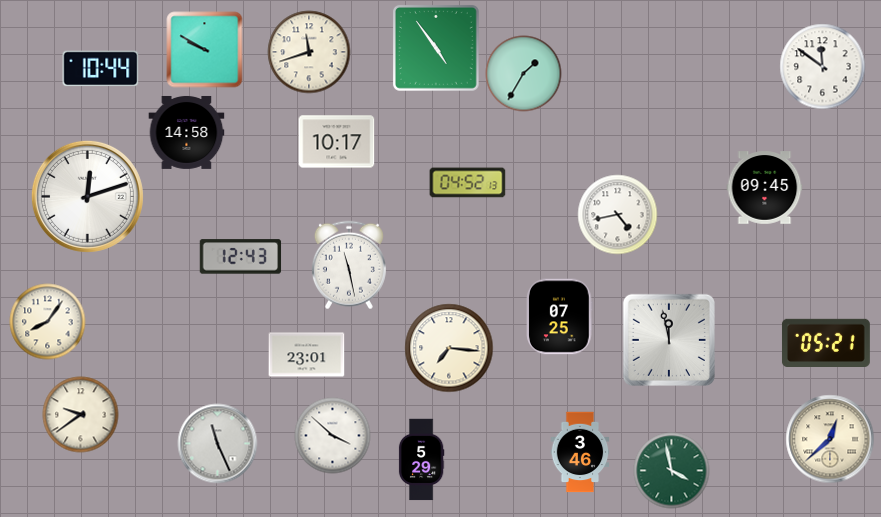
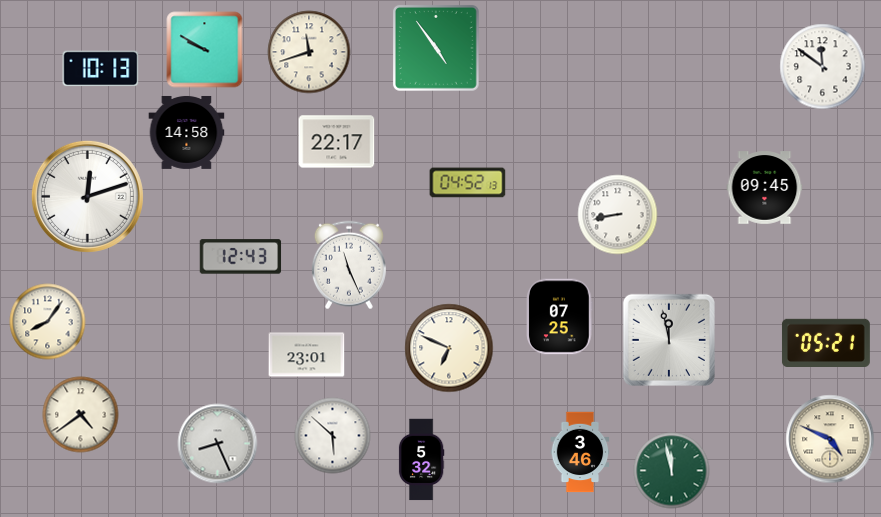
clock at (101, 69): 10:44 -> 10:13
clock at (524, 74): 1:35 -> none
clock at (337, 142): 10:17 -> 22:17
clock at (618, 215): 4:43 -> 8:43
clock at (349, 265): 11:28 -> 11:26
clock at (449, 348): 7:16 -> 6:49
clock at (81, 415): 9:39 -> 4:39
clock at (333, 436): 3:52 -> 5:52
clock at (830, 439): 12:38 -> 4:49
clock at (218, 444): 11:26 -> 8:26
clock at (421, 460): 5:29 -> 5:32
clock at (672, 471): 3:58 -> 11:58
